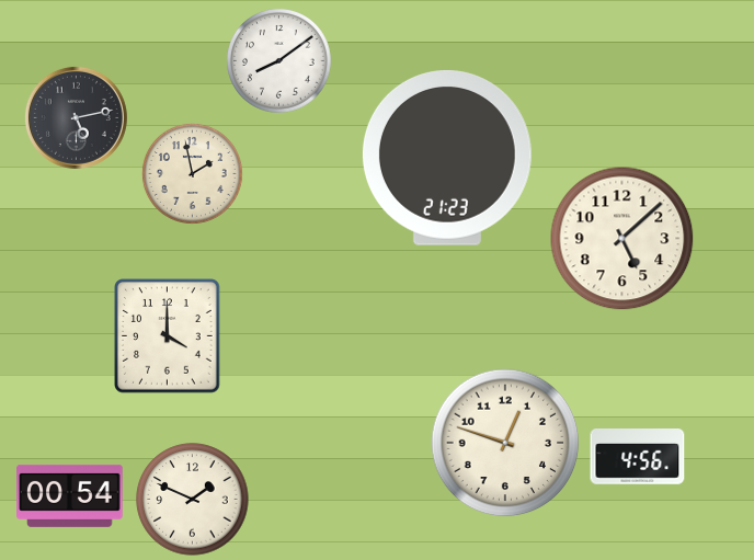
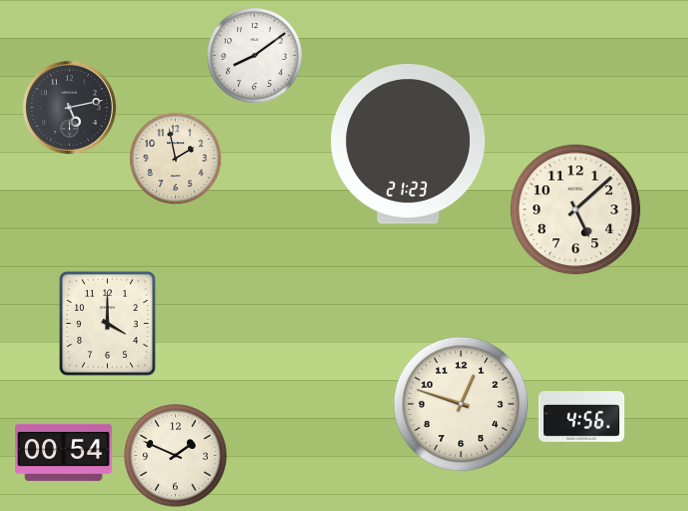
clock at (622, 239) position: (622, 239) -> (576, 210)
clock at (168, 336) position: (168, 336) -> (108, 324)
